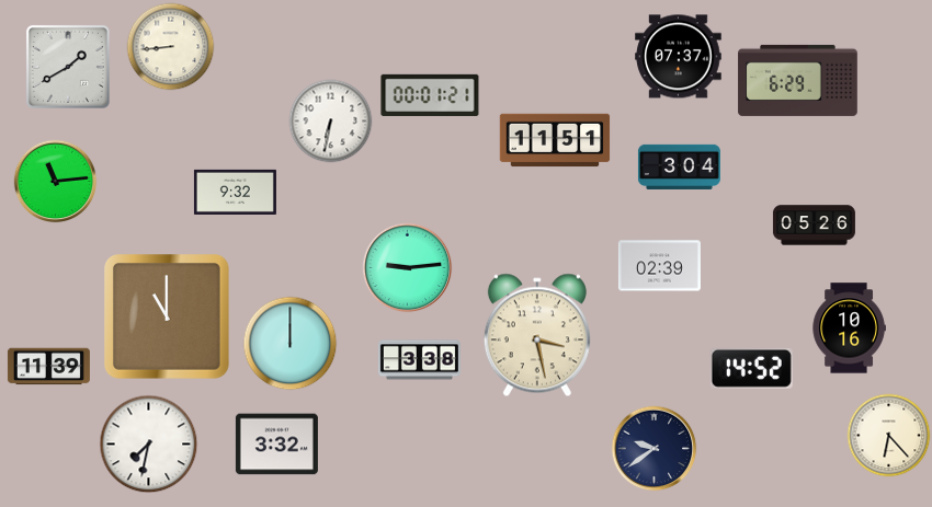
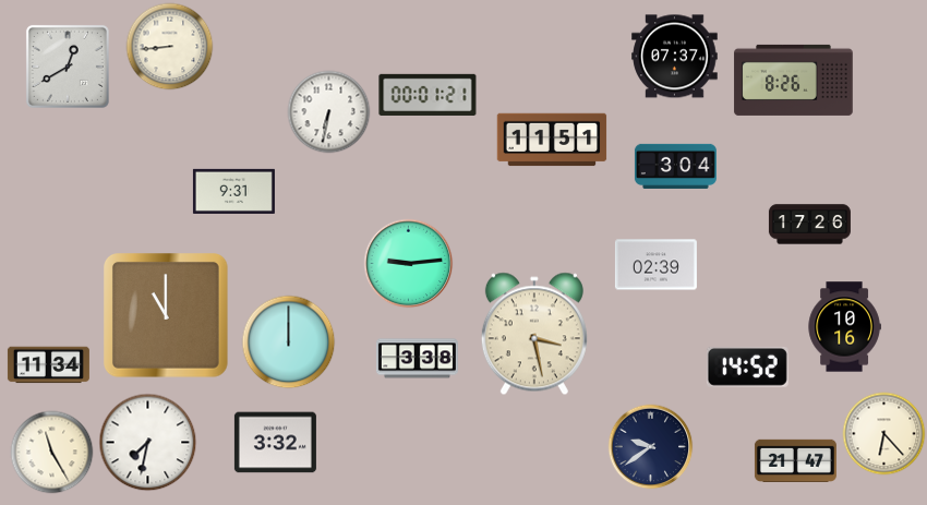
clock at (68, 67): 1:40 -> 12:40
clock at (798, 80): 6:29 -> 8:26
clock at (331, 122) position: (331, 122) -> (329, 112)
clock at (56, 182): 11:14 -> none
clock at (235, 192): 9:32 -> 9:31
clock at (814, 226): 05:26 -> 17:26
clock at (408, 268) position: (408, 268) -> (409, 264)
clock at (48, 367): 11:39 -> 11:34
clock at (52, 453): none -> 11:25
clock at (795, 460): none -> 21:47
